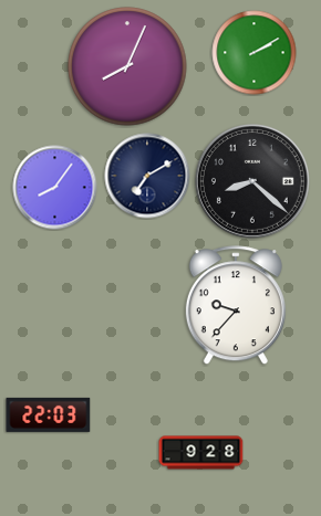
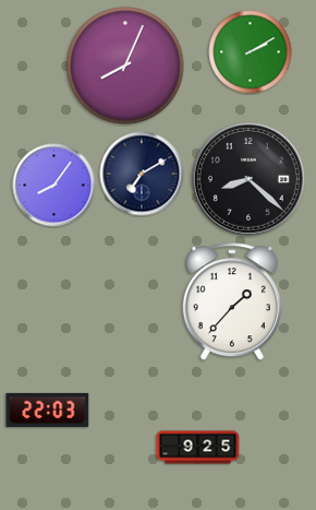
clock at (147, 176) position: (147, 176) -> (142, 174)
clock at (236, 306): 9:37 -> 1:37
clock at (201, 453): 9:28 -> 9:25
